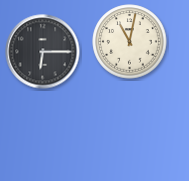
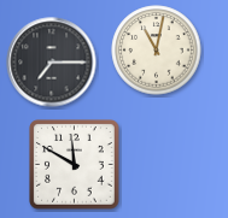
clock at (43, 52): 6:15 -> 7:15
clock at (75, 165): none -> 11:50
